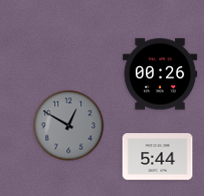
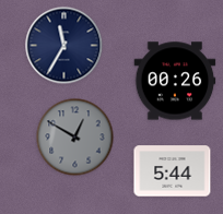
clock at (64, 46): none -> 11:35
